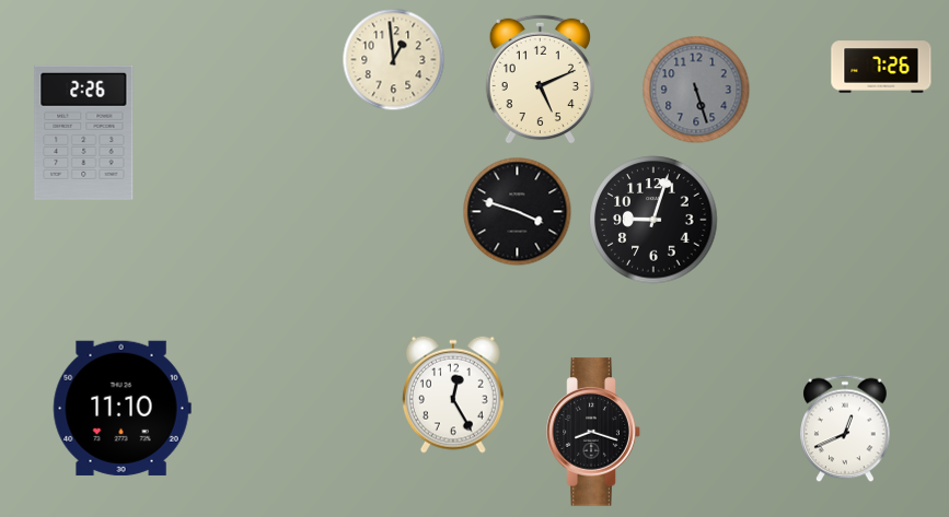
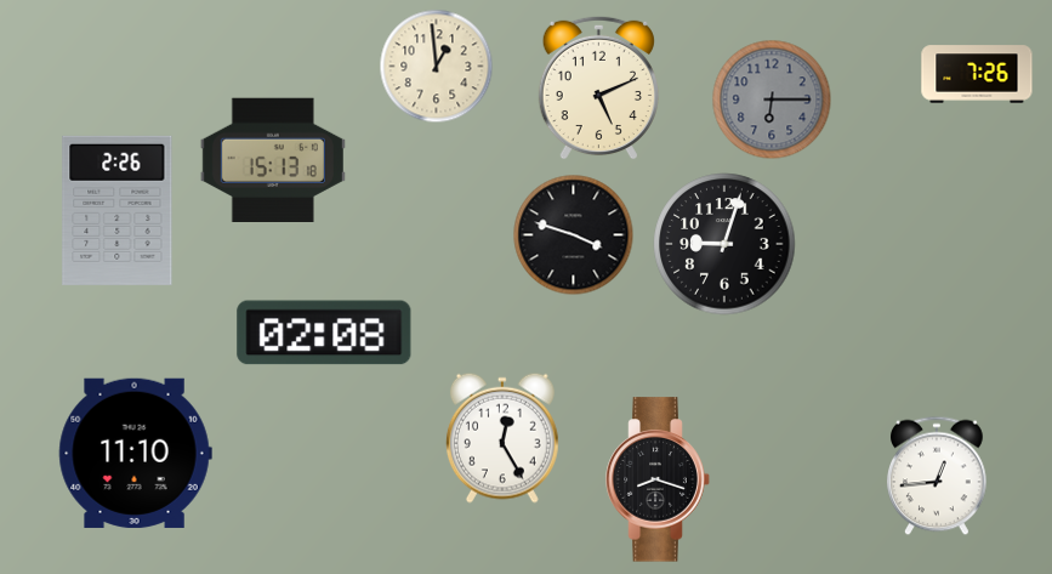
clock at (696, 90): 5:27 -> 6:15
clock at (84, 132) position: (84, 132) -> (118, 210)
clock at (273, 159): none -> 15:13
clock at (324, 333): none -> 02:08
clock at (846, 428): 12:41 -> 12:44
